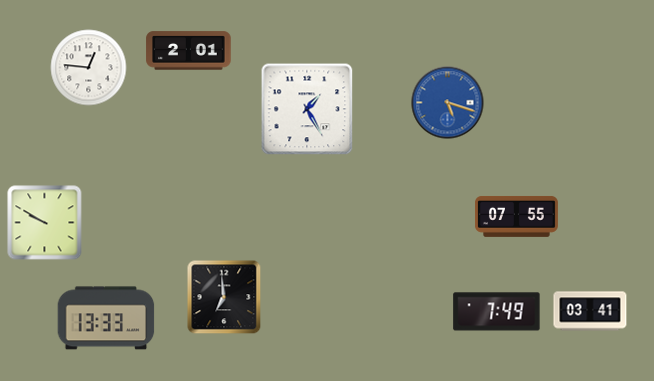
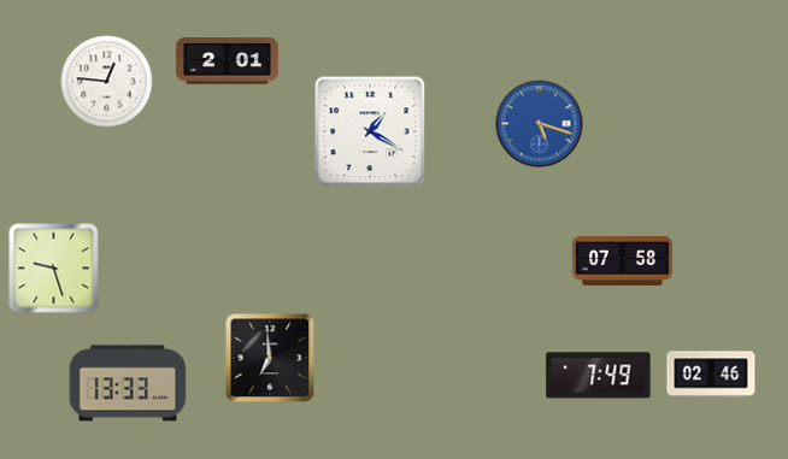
clock at (307, 109): 1:25 -> 1:20
clock at (517, 216): 07:55 -> 07:58
clock at (45, 223): 9:50 -> 9:27
clock at (590, 311): 03:41 -> 02:46
